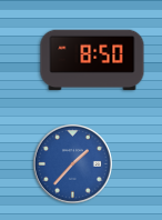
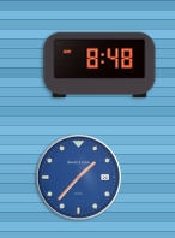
clock at (92, 60): 8:50 -> 8:48
